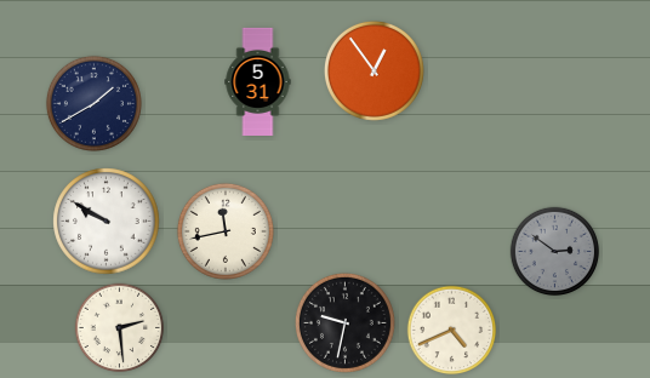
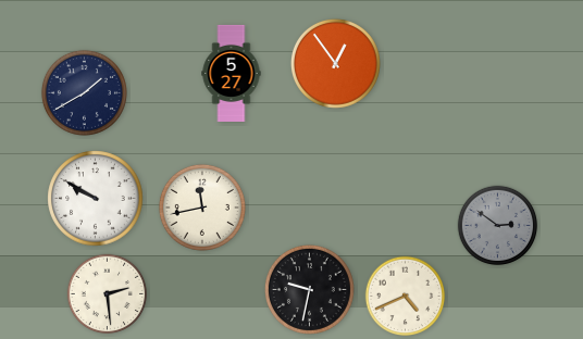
clock at (258, 81): 5:31 -> 5:27
